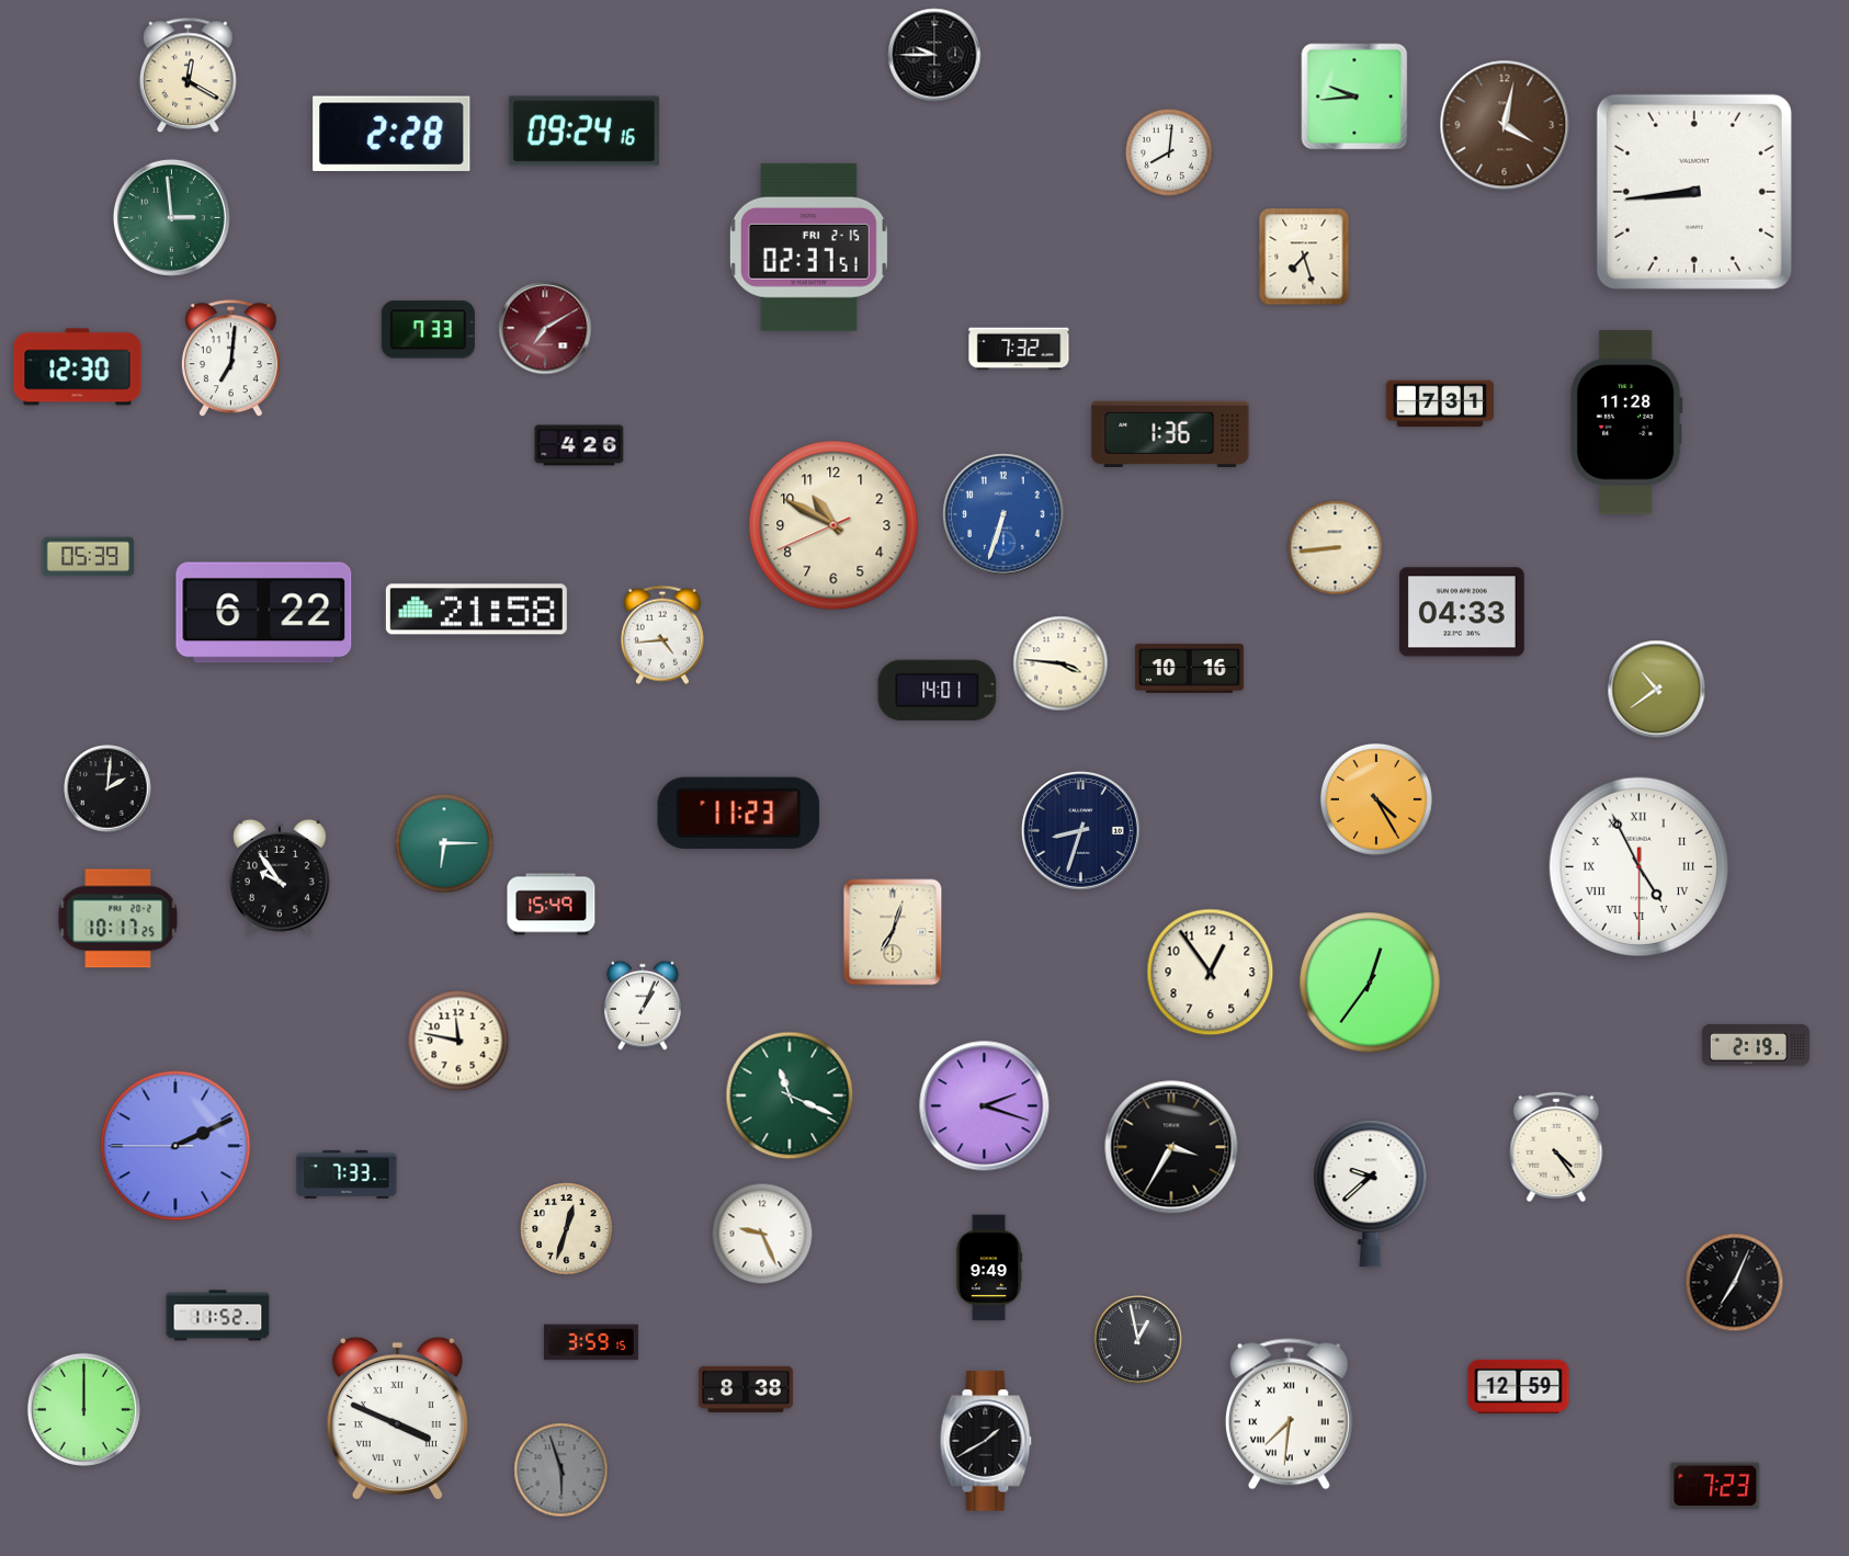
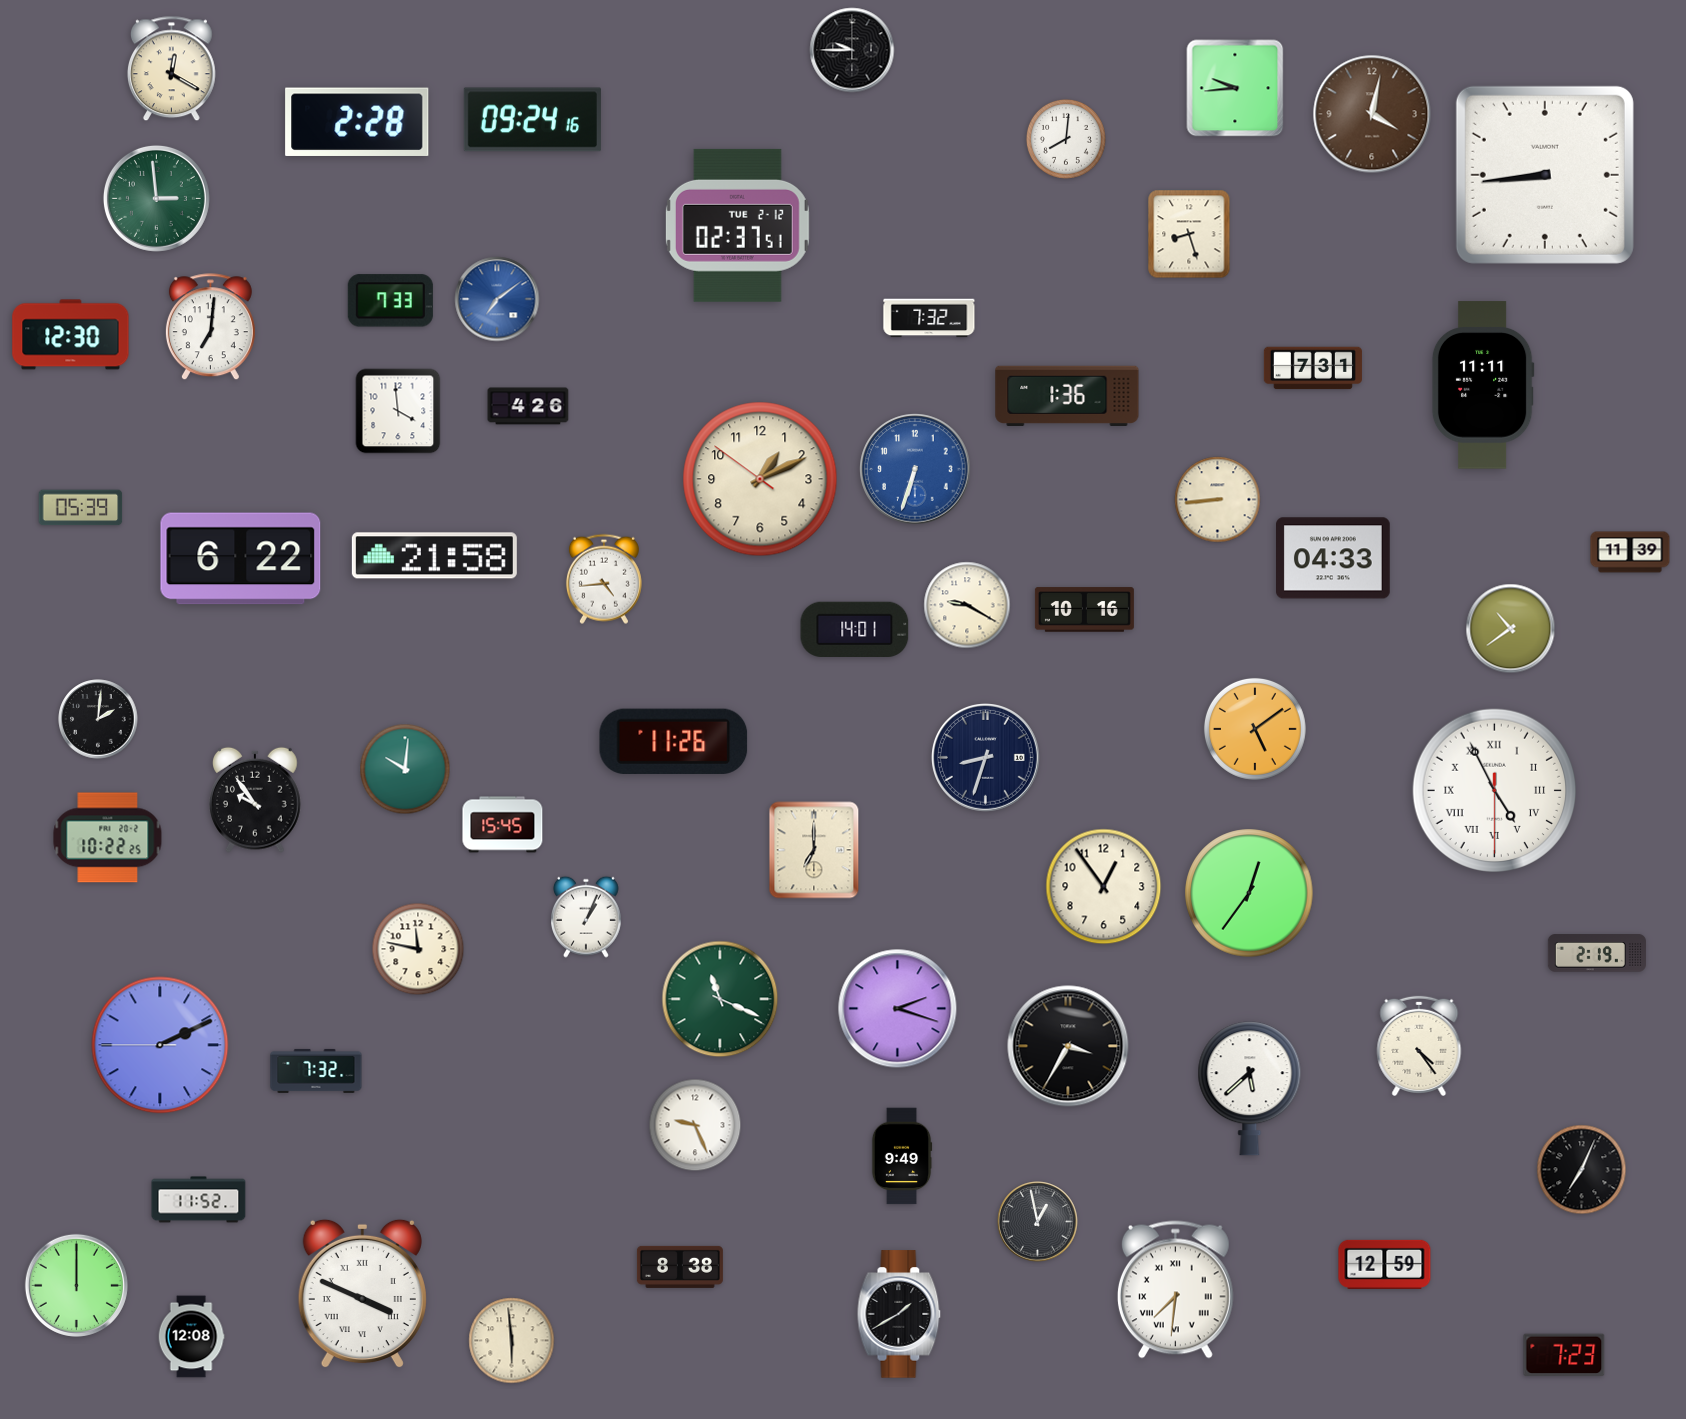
clock at (808, 247) date: FRI 2-15 -> TUE 2-12
clock at (1304, 257): 7:27 -> 8:27
clock at (545, 328): 7:10 -> 7:09
clock at (545, 328) dial: burgundy -> blue
clock at (1626, 422): 11:28 -> 11:11
clock at (398, 411): none -> 3:59
clock at (833, 525): 10:49 -> 1:10
clock at (1630, 552): none -> 11:39
clock at (1060, 663): 3:46 -> 9:20
clock at (1376, 799): 4:25 -> 5:09
clock at (739, 813): 11:23 -> 11:26
clock at (444, 843): 6:15 -> 10:01
clock at (552, 905): 15:49 -> 15:45
clock at (118, 919): 10:17 -> 10:22
clock at (893, 932): 7:03 -> 7:00
clock at (1370, 983) position: (1370, 983) -> (1249, 893)
clock at (1756, 1045) position: (1756, 1045) -> (1597, 953)
clock at (347, 1174): 7:33 -> 7:32
clock at (1371, 1194): 9:38 -> 5:38
clock at (567, 1229): 12:33 -> none
clock at (591, 1342): 3:59 -> none
clock at (191, 1337): none -> 12:08
clock at (561, 1470): 5:57 -> 5:59
clock at (561, 1470) dial: grey -> cream
